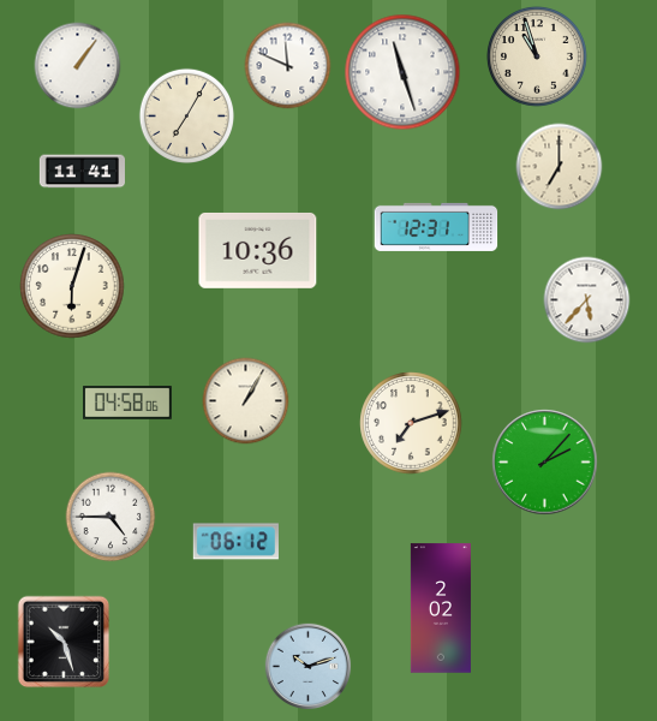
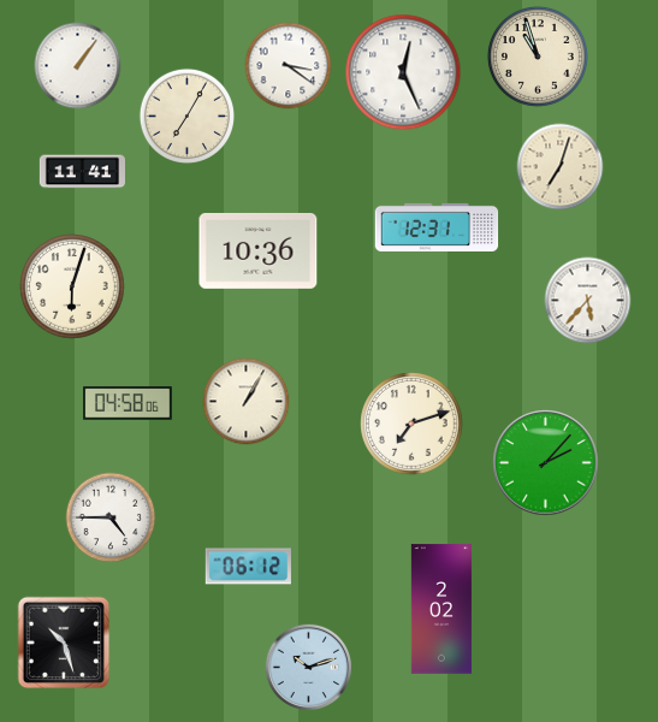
clock at (288, 66): 11:49 -> 3:21
clock at (402, 72): 11:27 -> 12:26
clock at (560, 167): 7:00 -> 7:03
clock at (235, 542) position: (235, 542) -> (248, 567)
